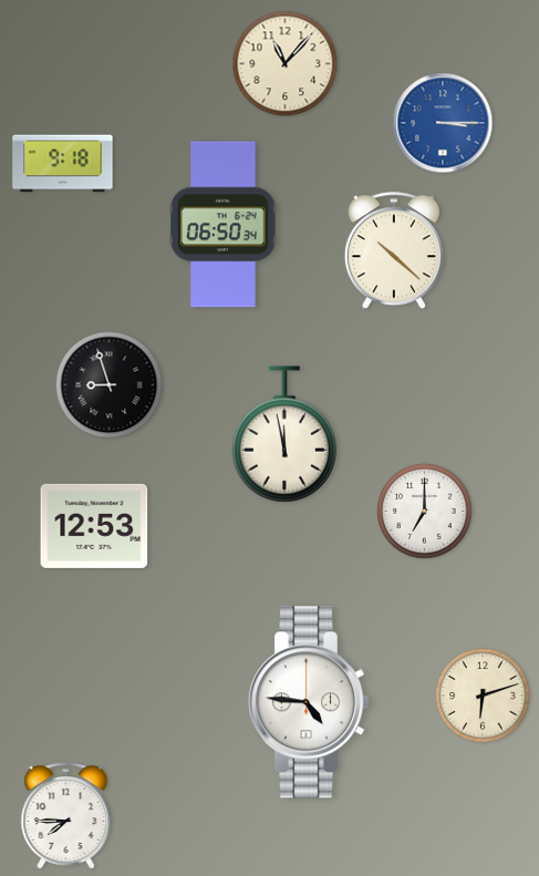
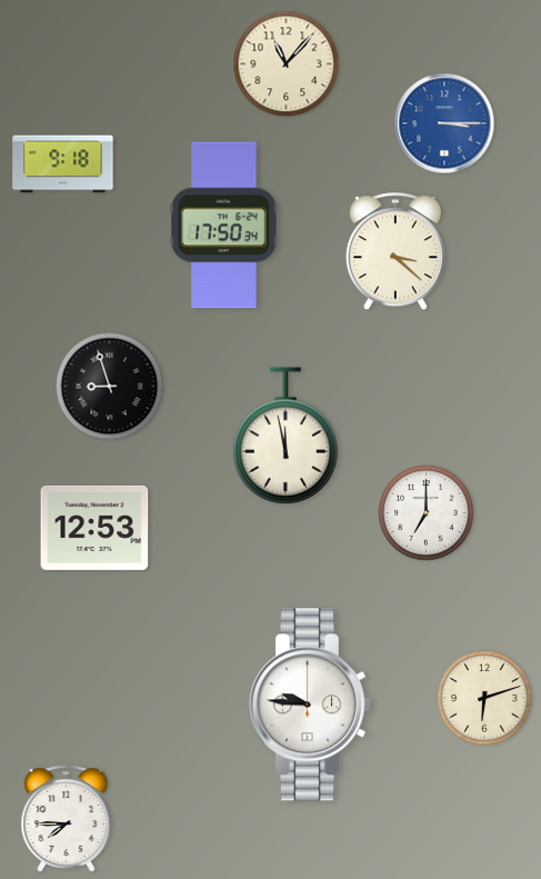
clock at (224, 225): 06:50 -> 17:50
clock at (394, 251): 10:22 -> 3:22
clock at (308, 702): 4:46 -> 9:46
